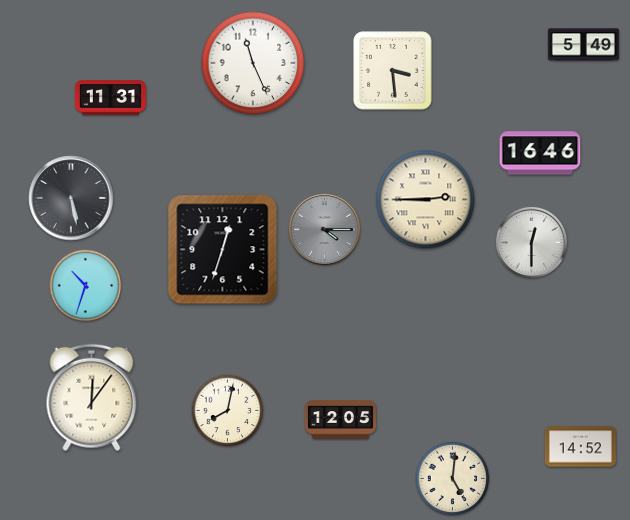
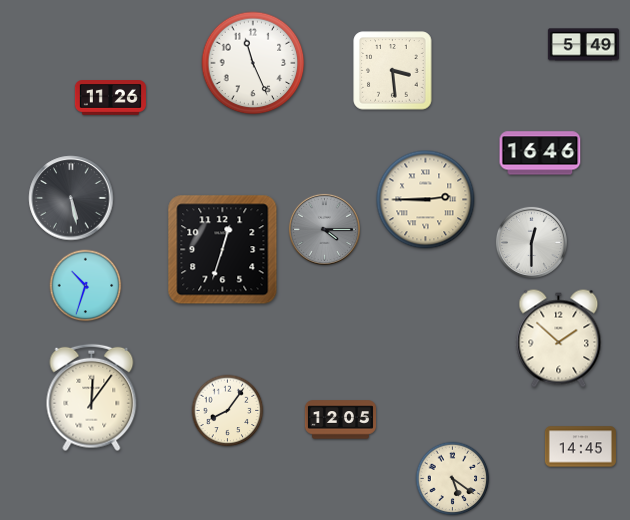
clock at (110, 98): 11:31 -> 11:26
clock at (559, 339): none -> 1:52
clock at (228, 411): 8:02 -> 8:06
clock at (580, 447): 14:52 -> 14:45
clock at (453, 479): 5:01 -> 5:21
